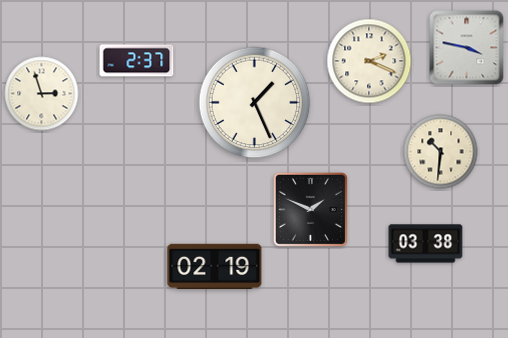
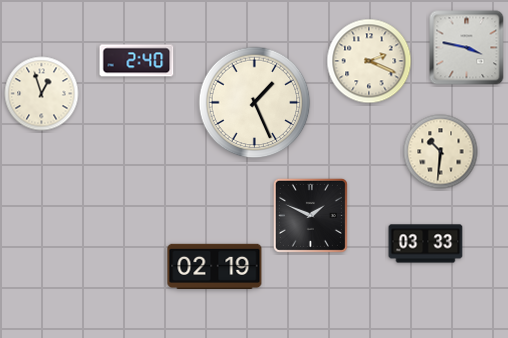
clock at (137, 61): 2:37 -> 2:40
clock at (42, 94): 2:57 -> 12:57
clock at (310, 209) position: (310, 209) -> (310, 215)
clock at (426, 244): 03:38 -> 03:33
